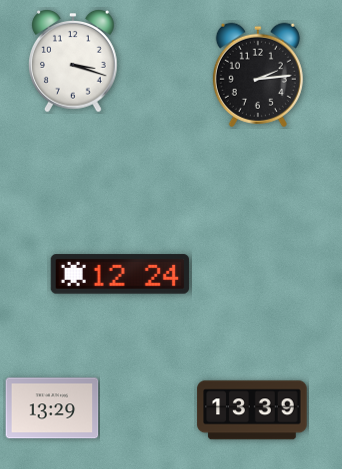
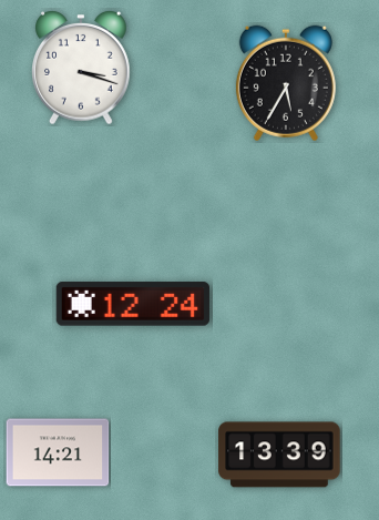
clock at (258, 75): 2:14 -> 5:35
clock at (52, 408): 13:29 -> 14:21
